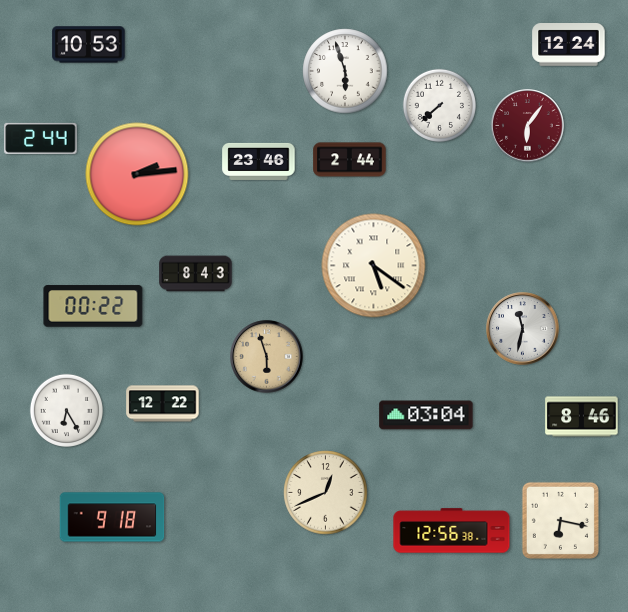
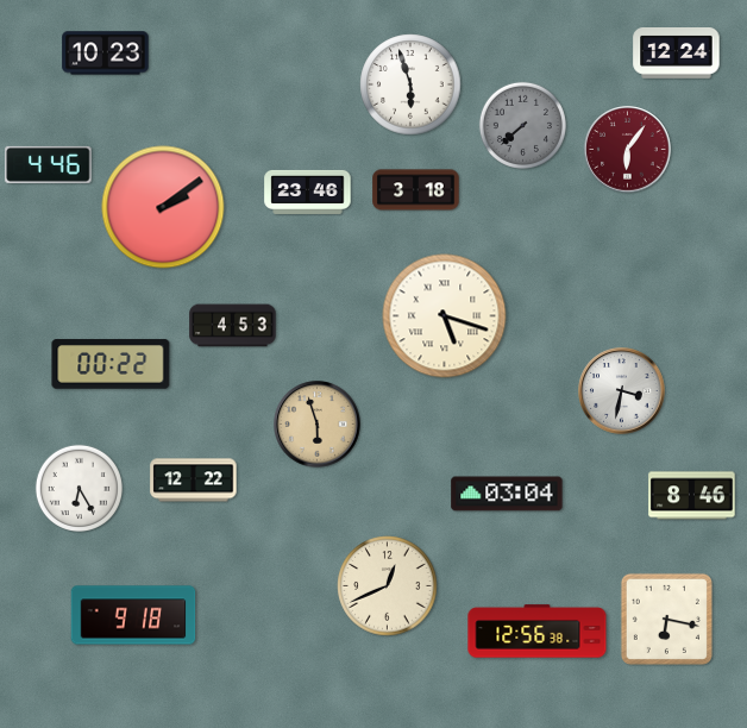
clock at (89, 45): 10:53 -> 10:23
clock at (439, 105) dial: white -> grey
clock at (41, 138): 2:44 -> 4:46
clock at (350, 160): 2:44 -> 3:18
clock at (137, 174): 2:14 -> 2:09
clock at (374, 266): 5:21 -> 5:18
clock at (196, 274): 8:43 -> 4:53
clock at (523, 329): 11:32 -> 3:32
